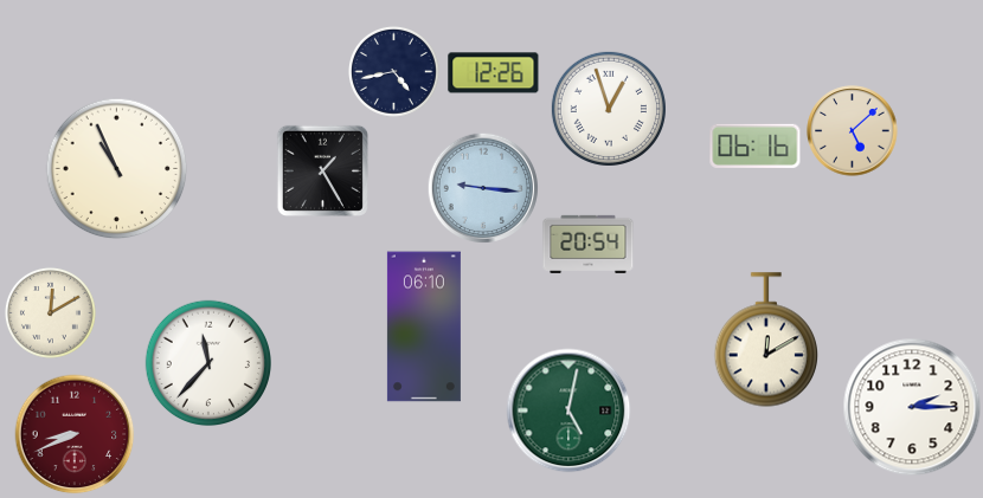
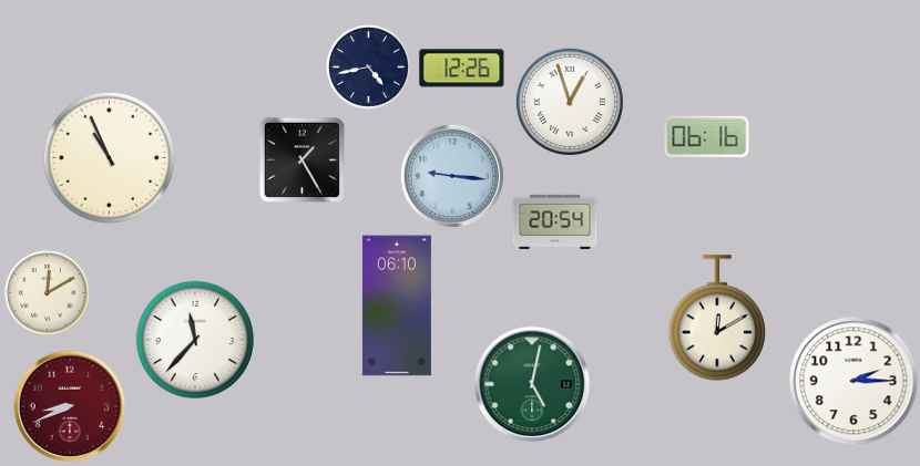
clock at (853, 131): 5:08 -> none
clock at (589, 244) position: (589, 244) -> (555, 221)
